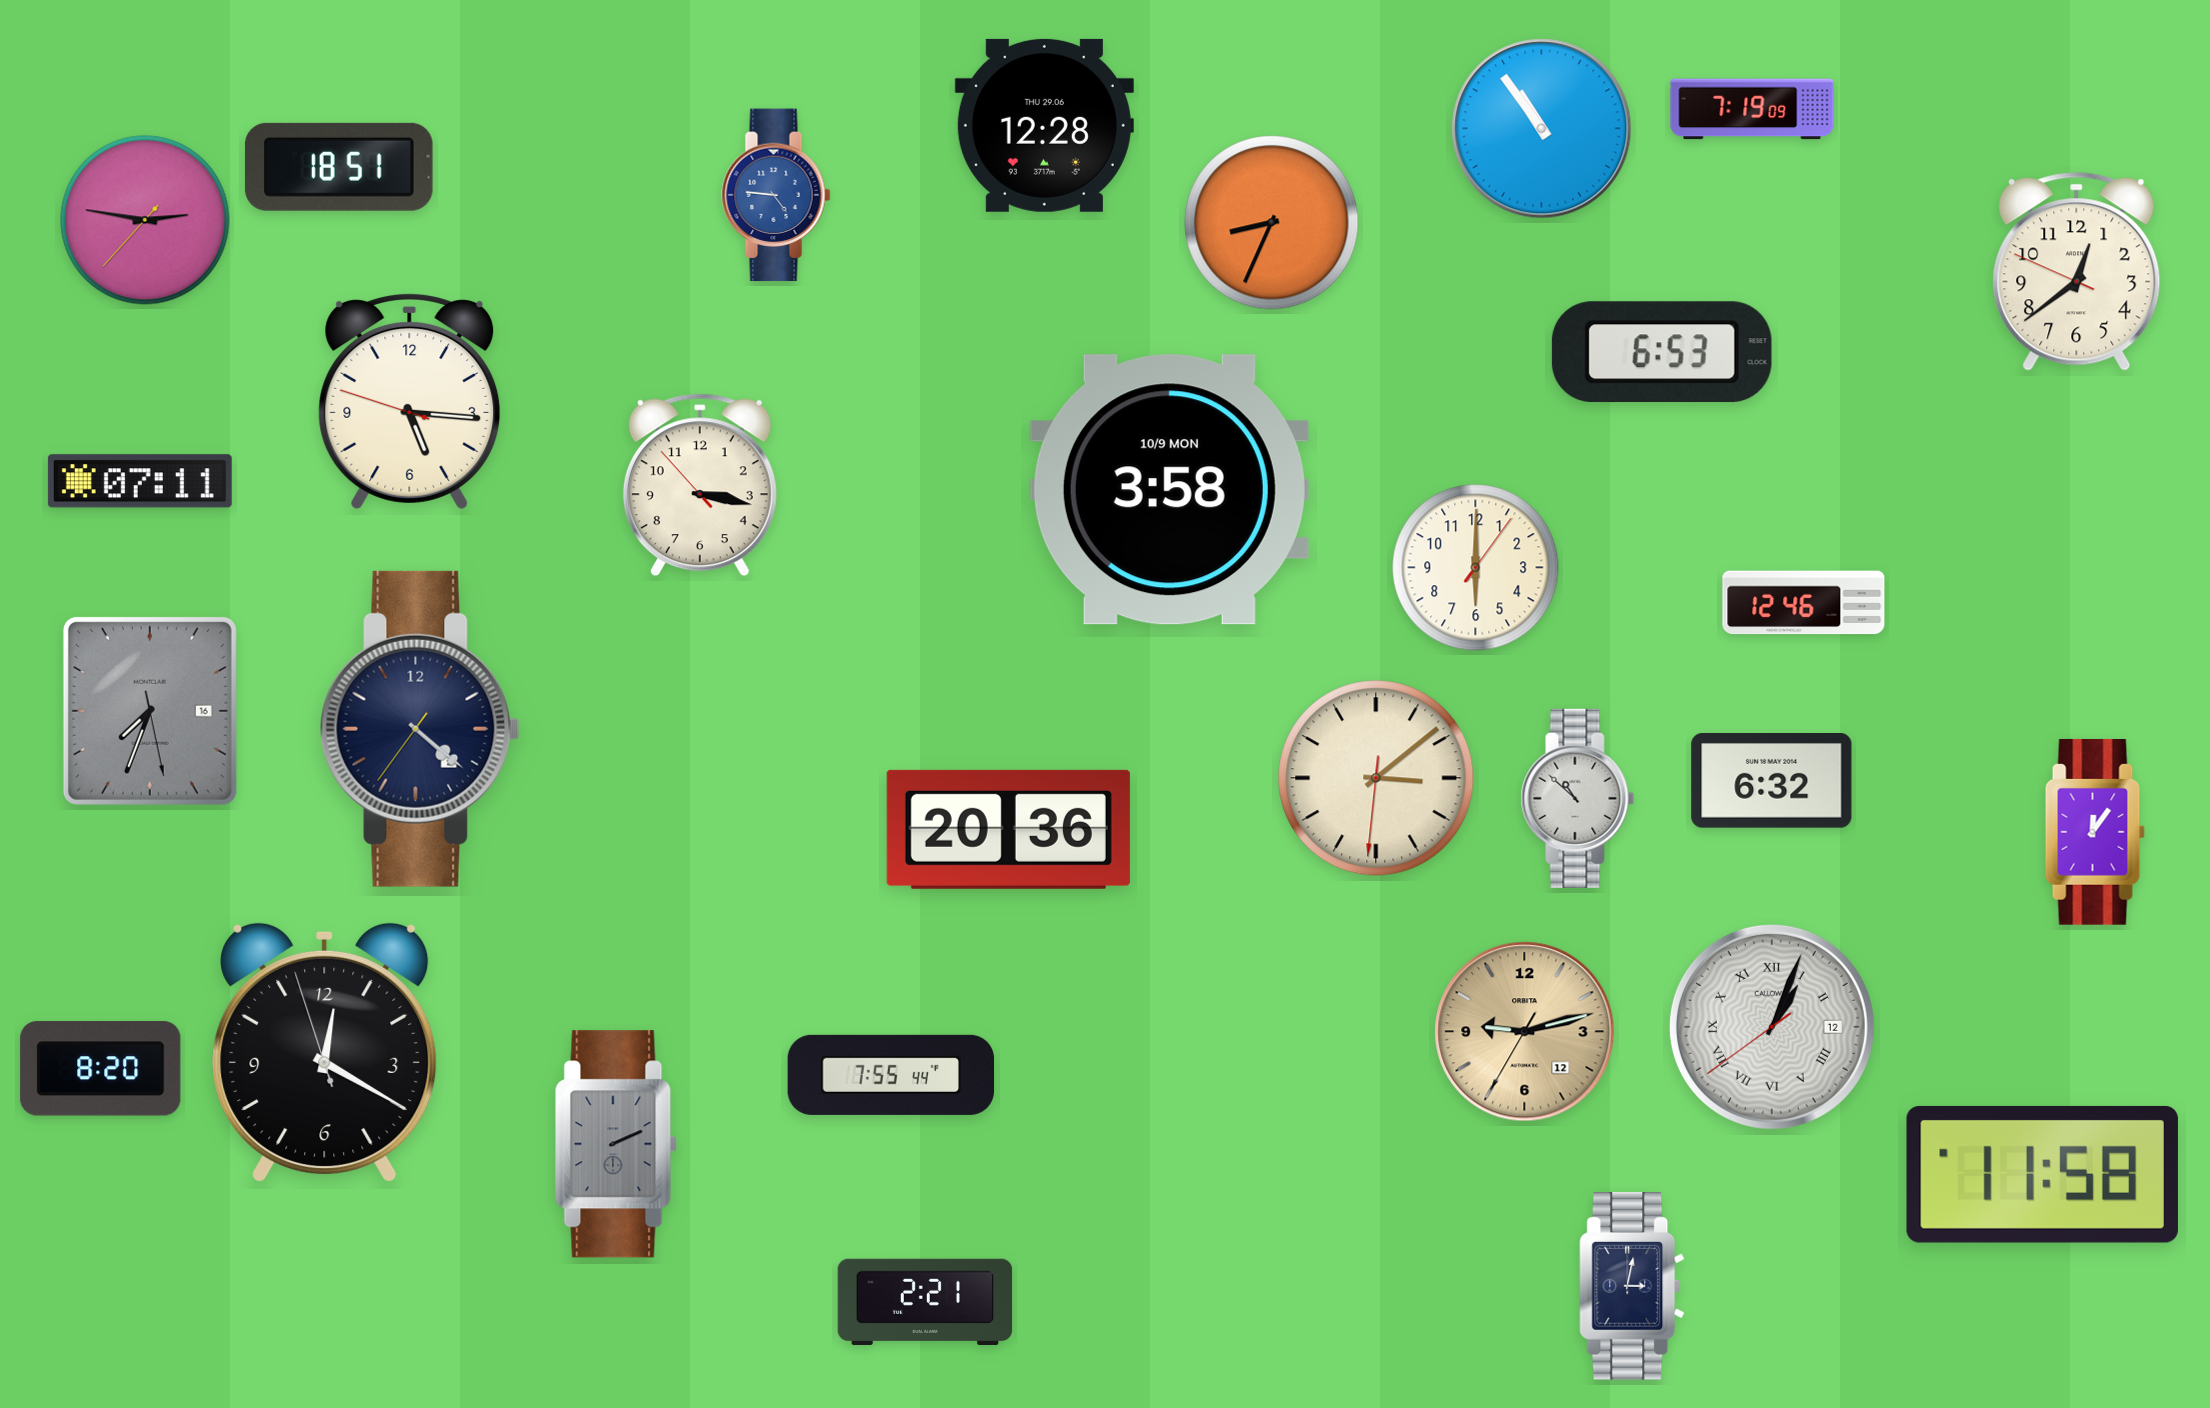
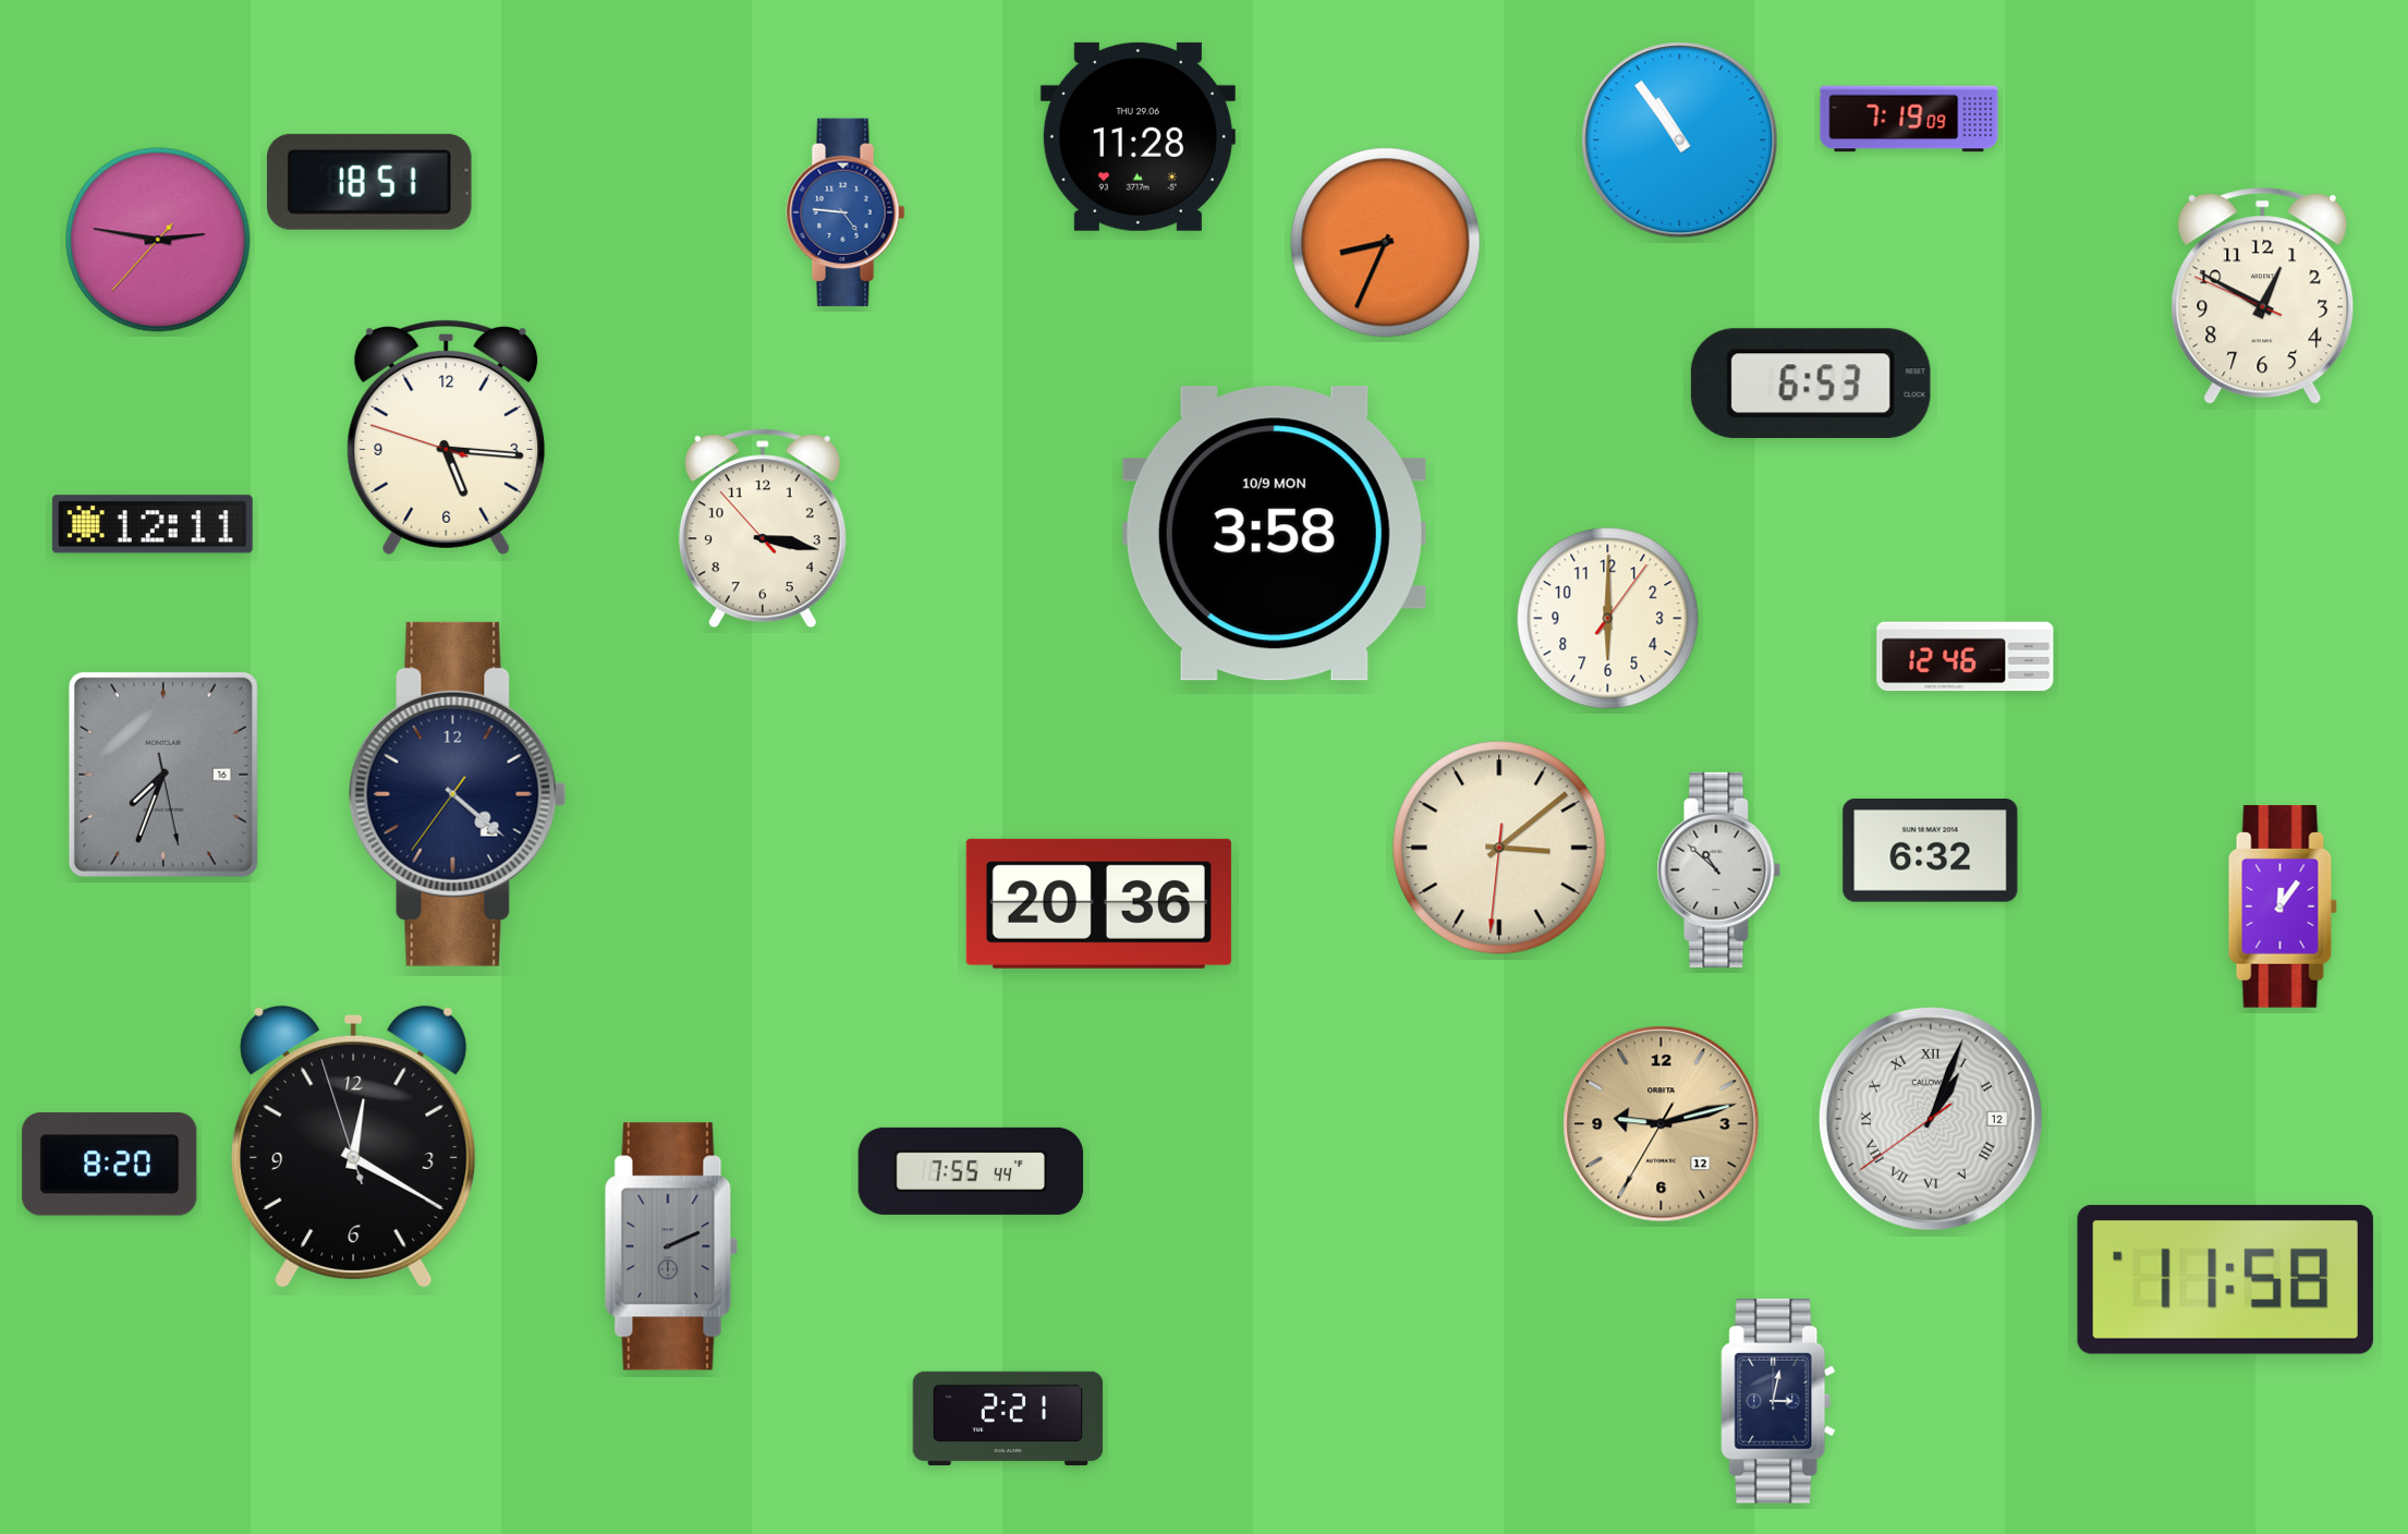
clock at (1044, 125): 12:28 -> 11:28
clock at (2077, 271): 12:38 -> 12:49
clock at (140, 481): 07:11 -> 12:11
